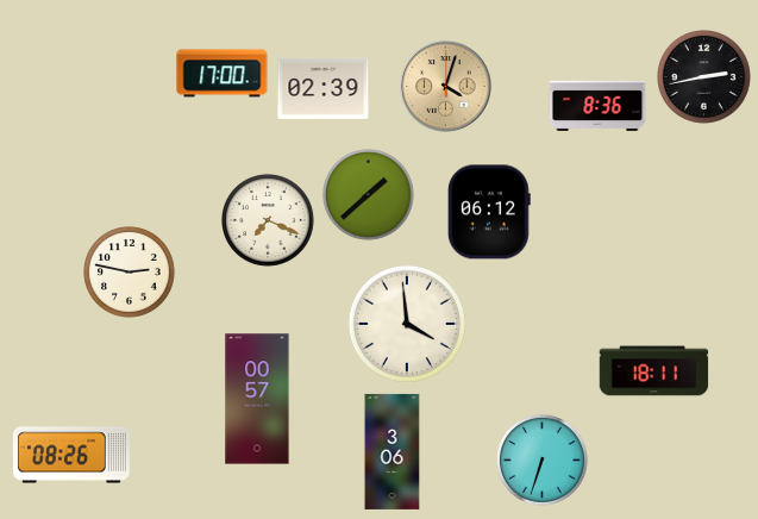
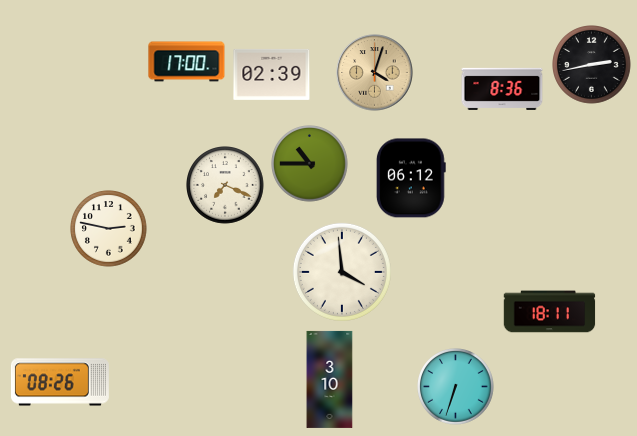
clock at (369, 195): 1:38 -> 10:45
clock at (257, 399): 00:57 -> none
clock at (393, 451): 3:06 -> 3:10
